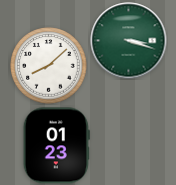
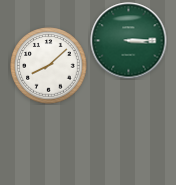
clock at (129, 41): 3:18 -> 3:15
clock at (56, 146): 01:23 -> none
